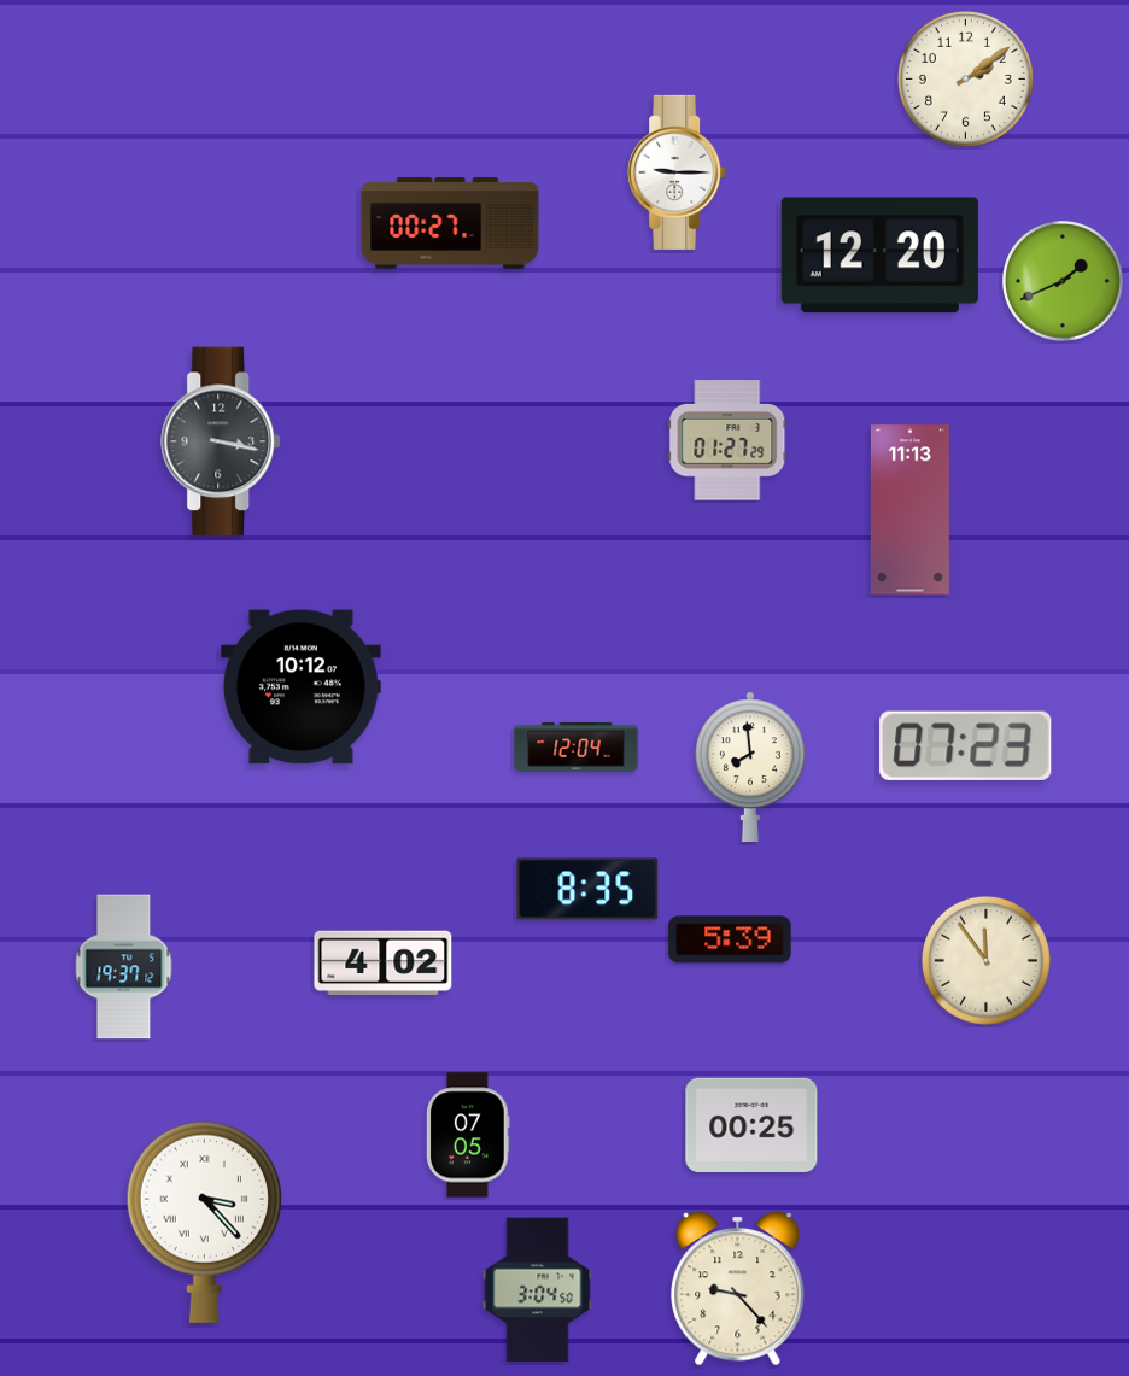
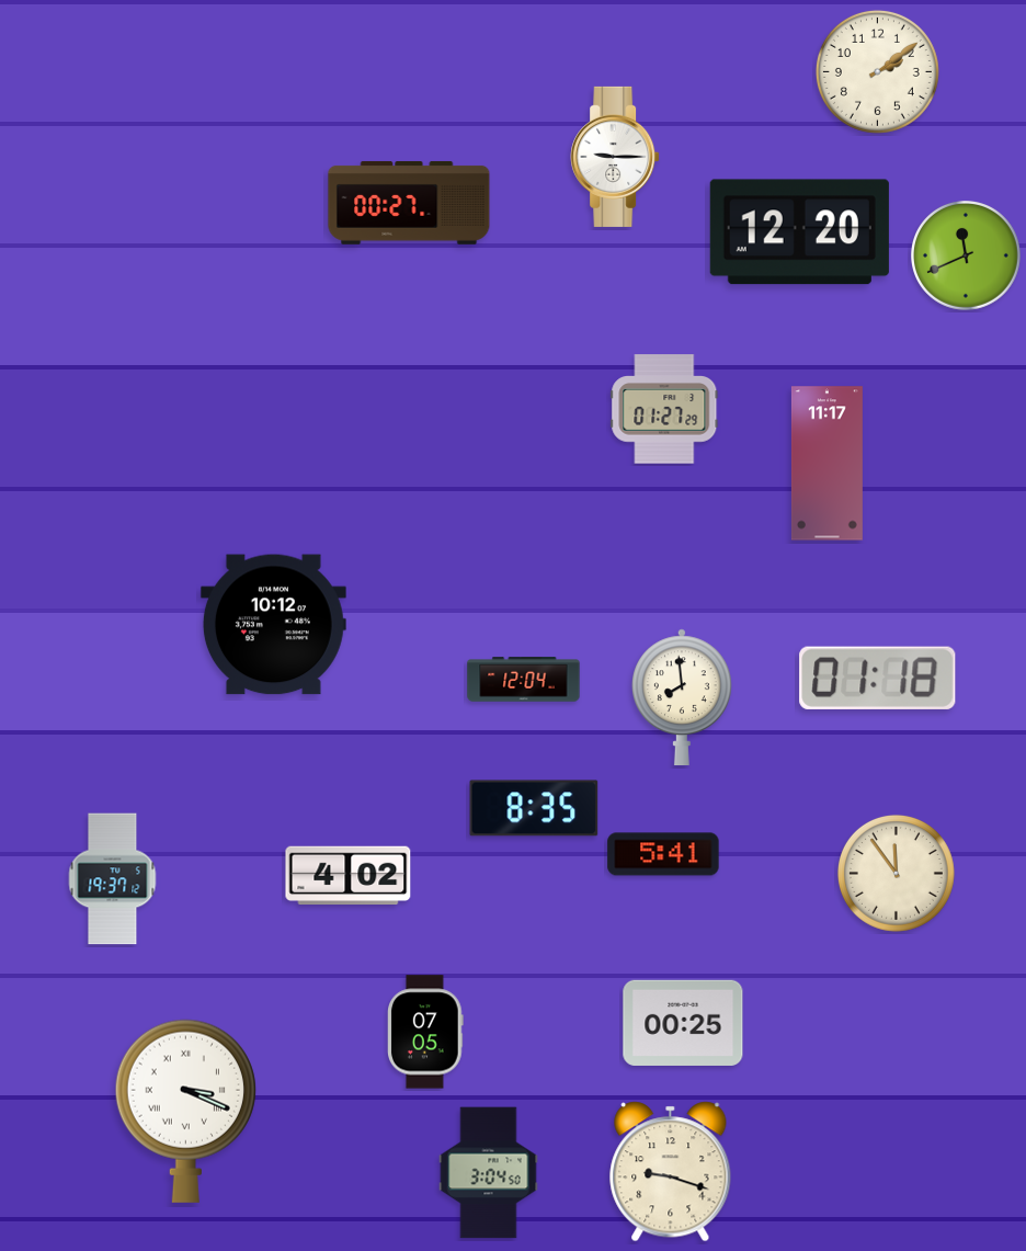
clock at (1064, 282): 1:41 -> 11:41
clock at (727, 440) position: (727, 440) -> (664, 409)
clock at (222, 441): 3:17 -> none
clock at (909, 510): 11:13 -> 11:17
clock at (966, 745): 07:23 -> 01:18
clock at (730, 939): 5:39 -> 5:41
clock at (204, 1222): 3:23 -> 3:19
clock at (738, 1289): 9:23 -> 9:18
